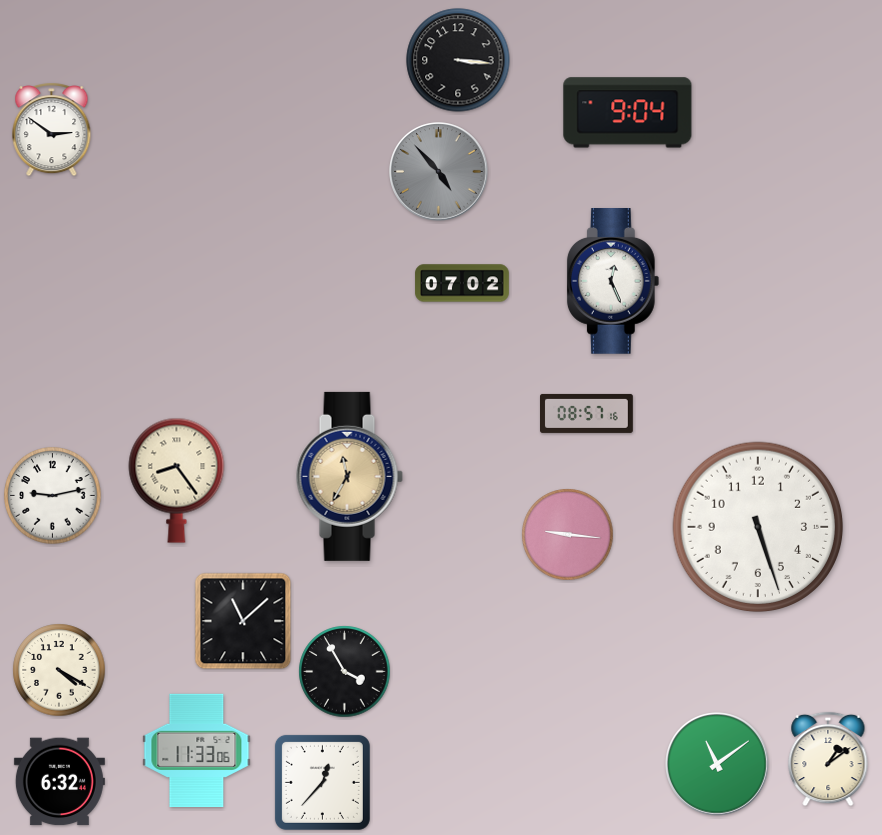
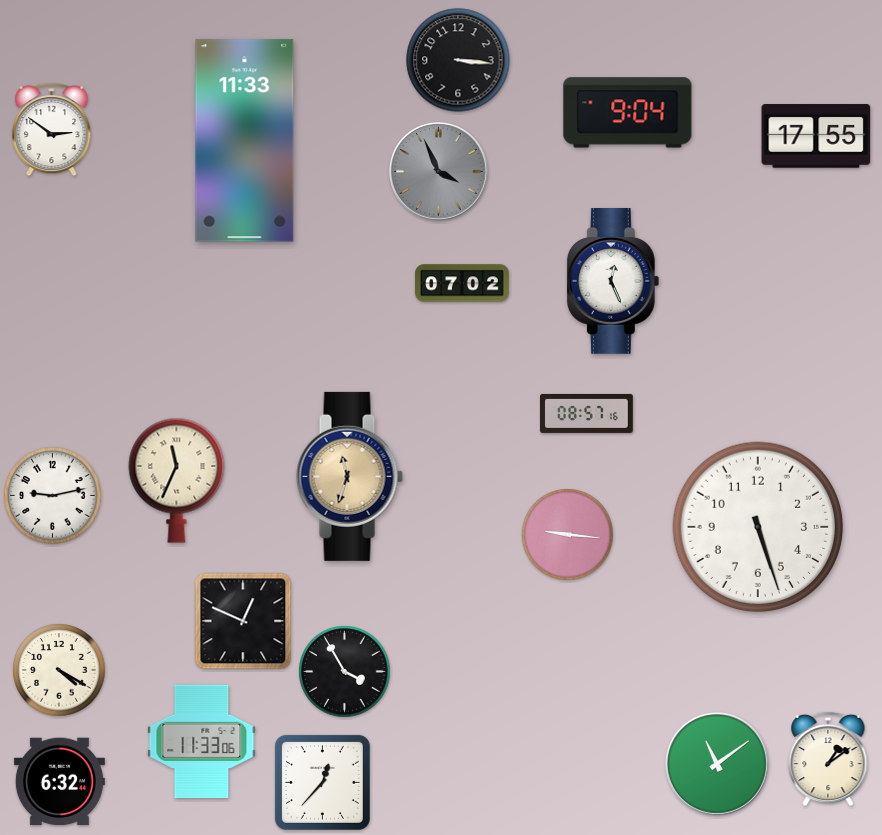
clock at (816, 136): none -> 17:55
clock at (245, 141): none -> 11:33
clock at (439, 172): 4:53 -> 3:56
clock at (349, 476): 11:35 -> 11:33
clock at (177, 480): 8:24 -> 11:34
clock at (243, 621): 11:08 -> 12:49
clock at (197, 750) position: (197, 750) -> (202, 741)
